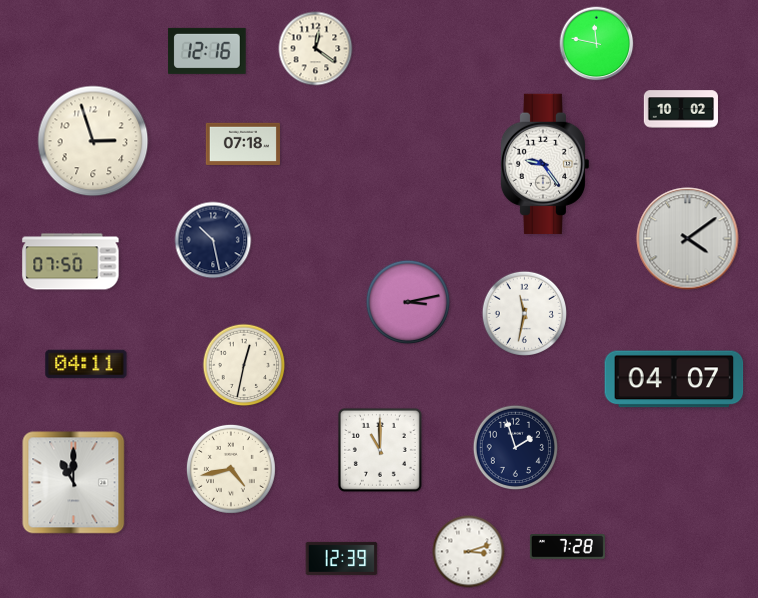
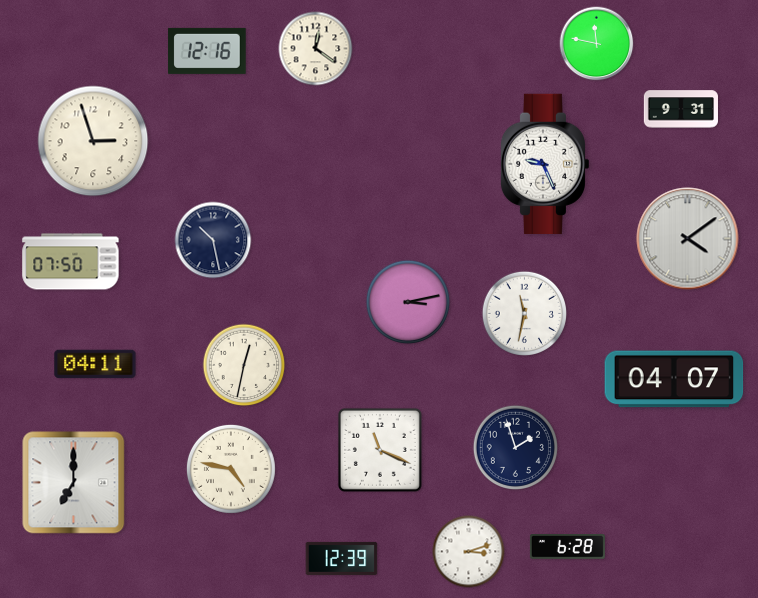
clock at (681, 109): 10:02 -> 9:31
clock at (243, 144): 07:18 -> none
clock at (544, 164): 9:24 -> 9:26
clock at (86, 364) position: (86, 364) -> (95, 364)
clock at (380, 450): 11:00 -> 11:19
clock at (231, 469): 4:43 -> 4:47
clock at (74, 483): 11:00 -> 7:00
clock at (567, 547): 7:28 -> 6:28
